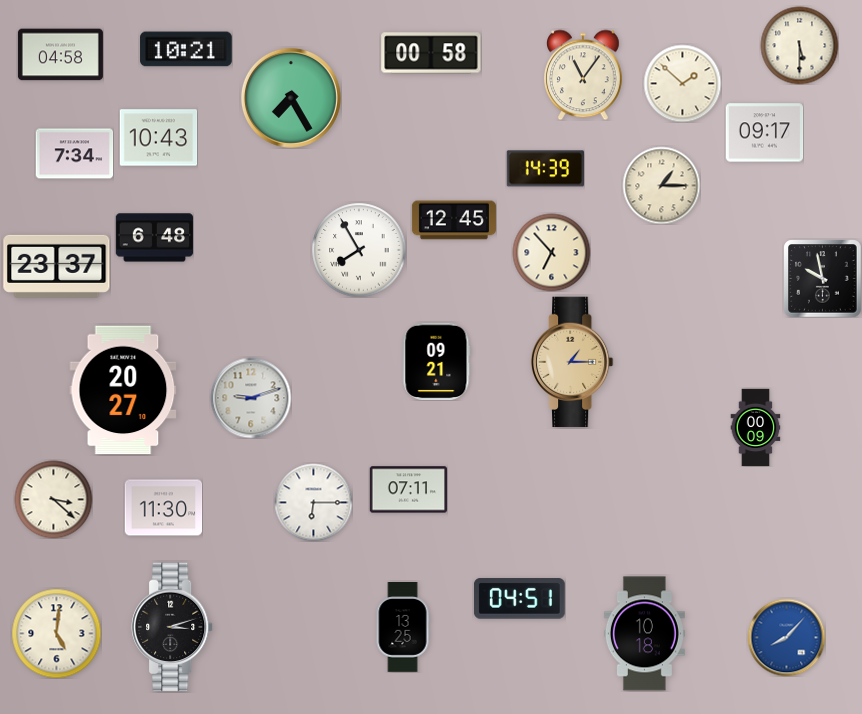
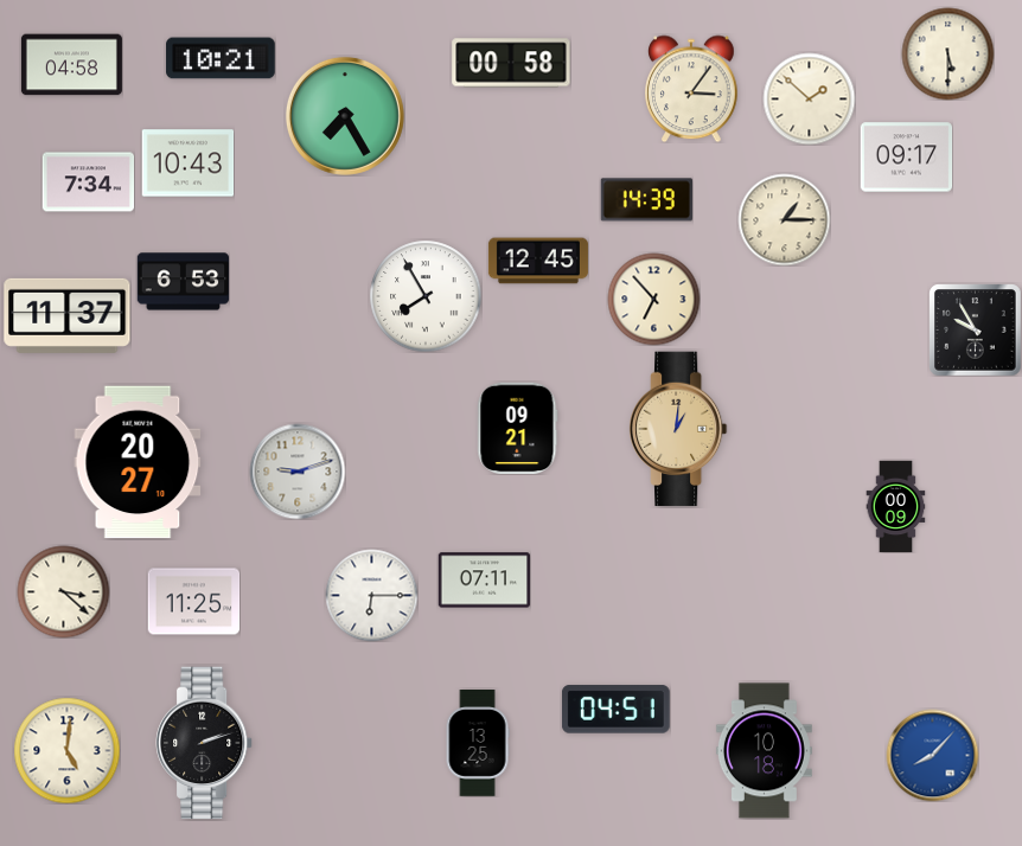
clock at (583, 75): 11:06 -> 3:06
clock at (154, 238): 6:48 -> 6:53
clock at (57, 266): 23:37 -> 11:37
clock at (822, 278): 9:58 -> 9:55
clock at (572, 362): 1:15 -> 1:01
clock at (123, 390) position: (123, 390) -> (138, 462)
clock at (163, 508): 11:30 -> 11:25
clock at (172, 627): 3:12 -> 2:12
